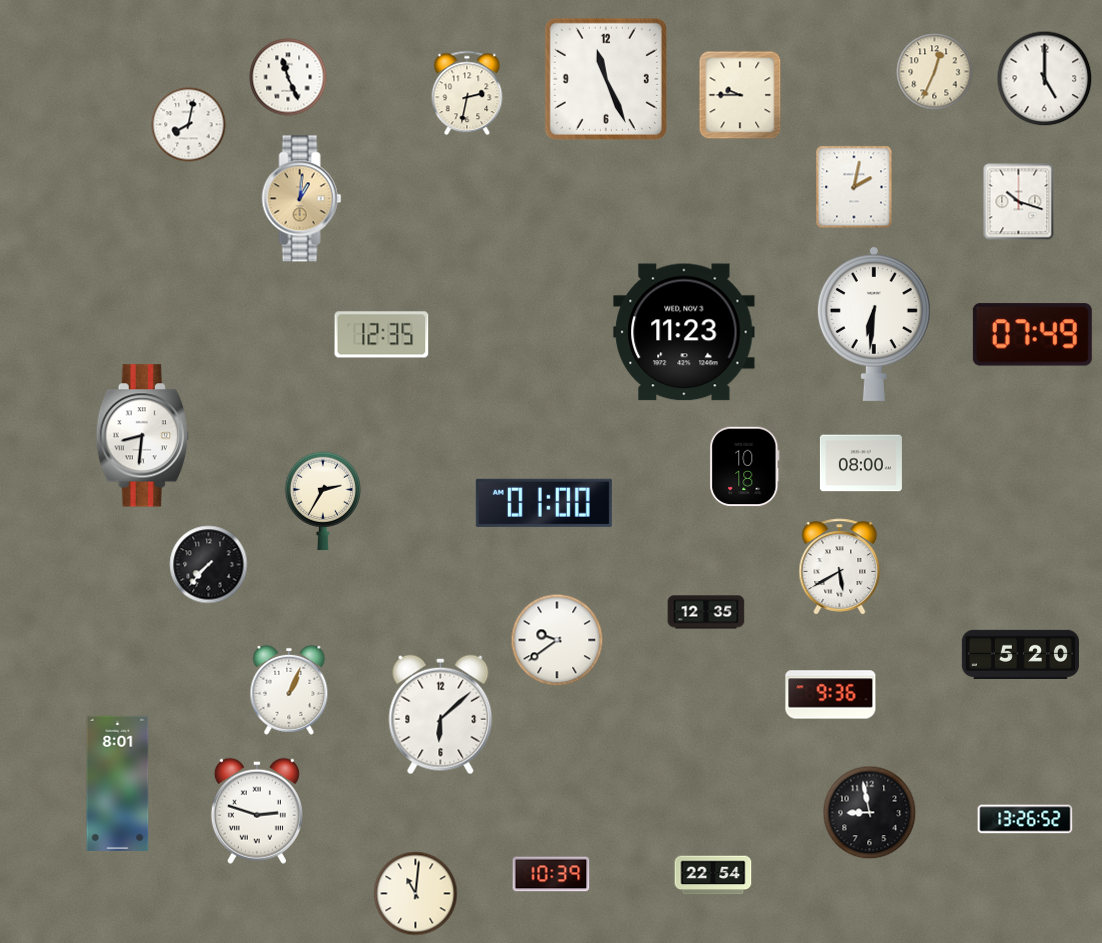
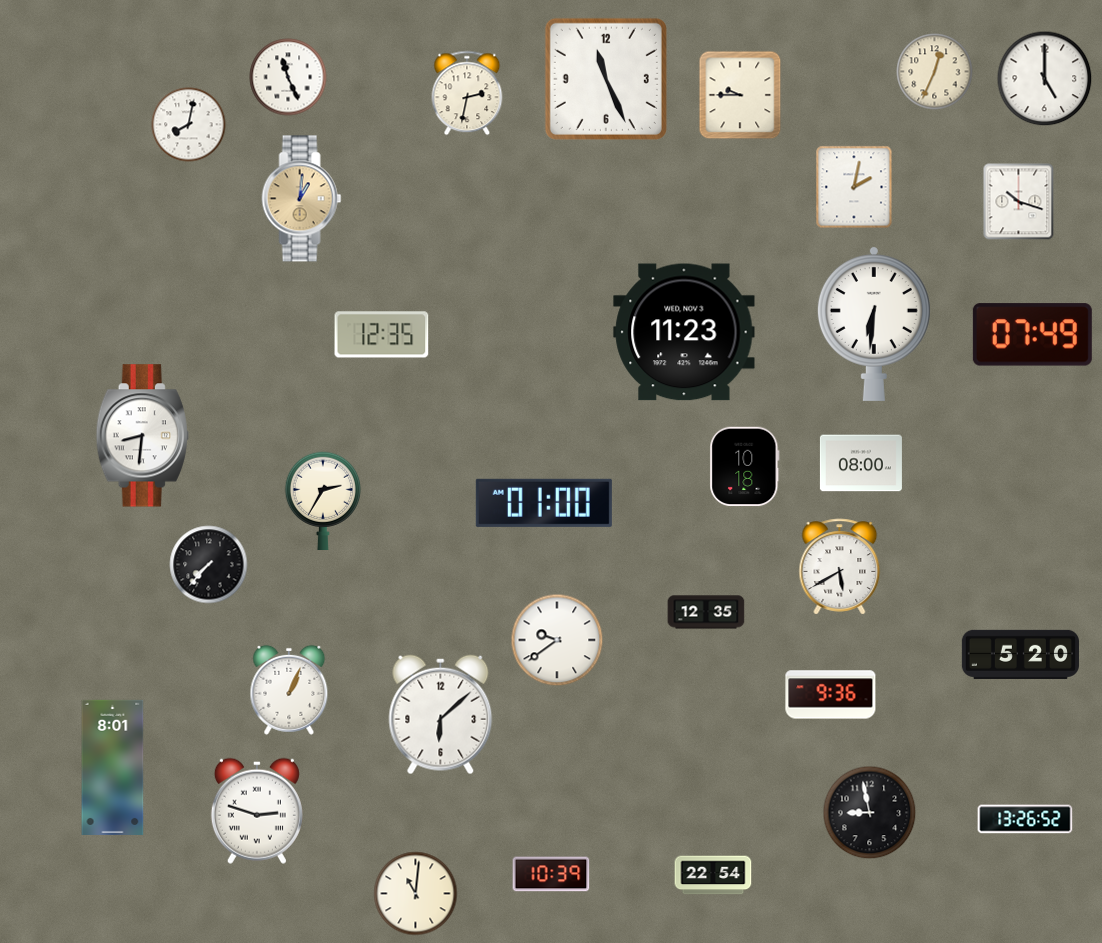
clock at (118, 783) position: (118, 783) -> (113, 767)
